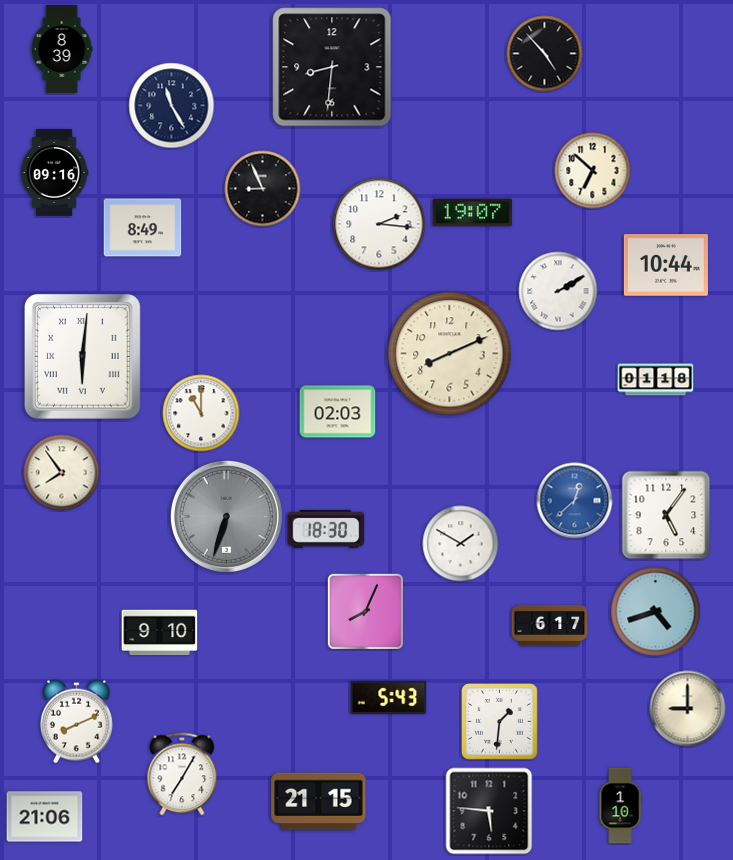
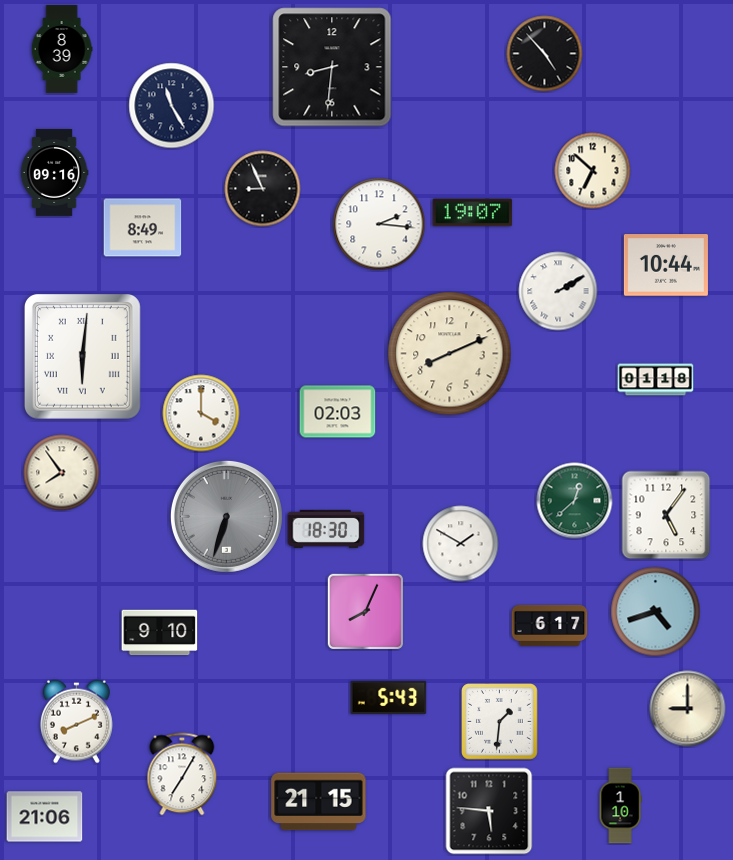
clock at (201, 413): 11:00 -> 4:00
clock at (575, 501) dial: blue -> green
